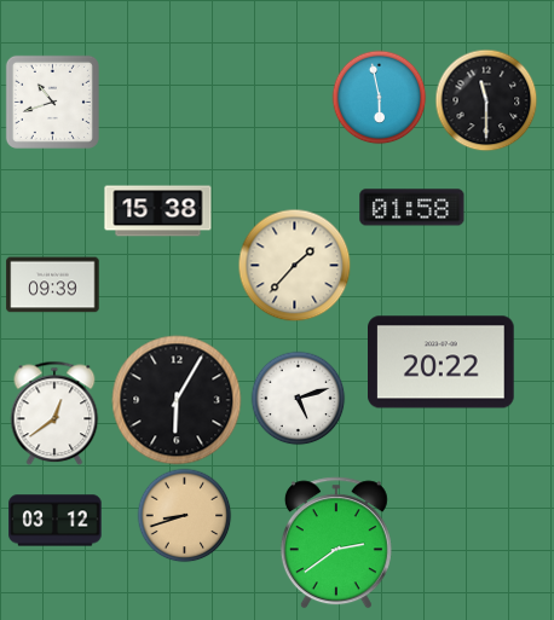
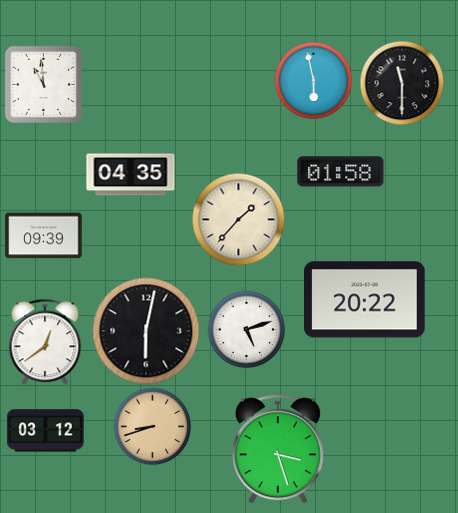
clock at (52, 102): 10:42 -> 10:59
clock at (158, 212): 15:38 -> 04:35
clock at (294, 265) position: (294, 265) -> (238, 219)
clock at (177, 400): 6:05 -> 6:02
clock at (336, 543): 2:39 -> 3:27
